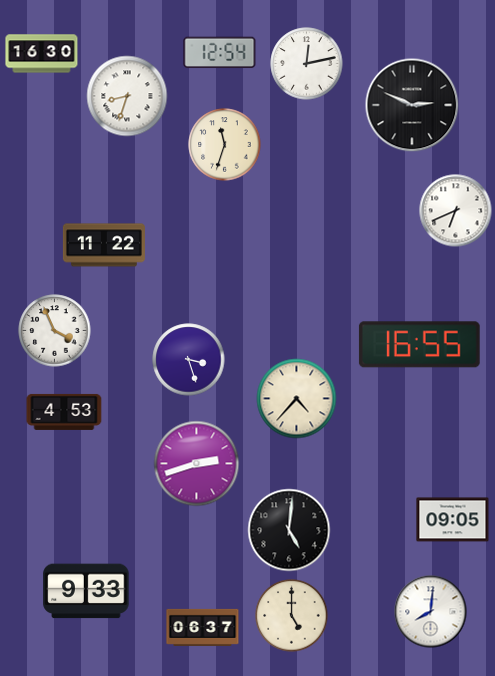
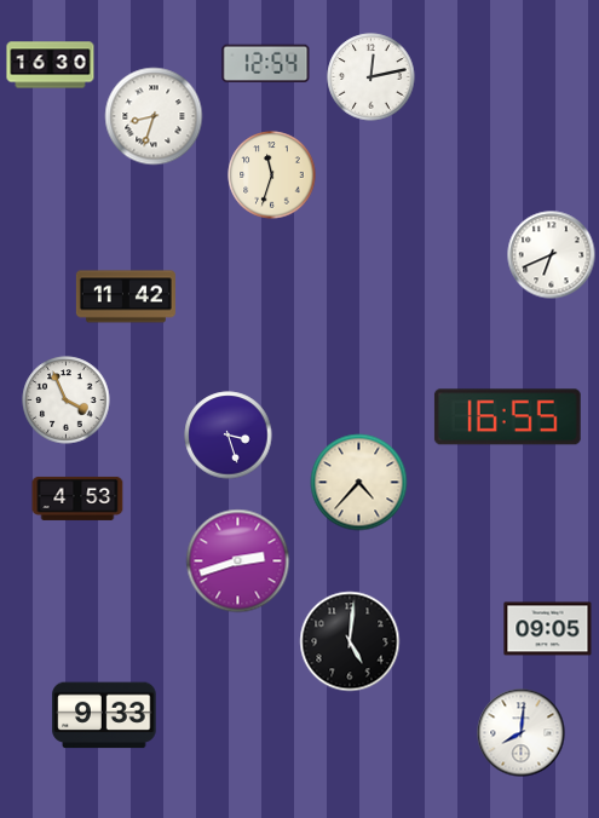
clock at (412, 105): 2:49 -> none
clock at (104, 245): 11:22 -> 11:42
clock at (431, 612) position: (431, 612) -> (522, 733)
clock at (292, 616): 5:00 -> none
clock at (203, 627): 06:37 -> none
